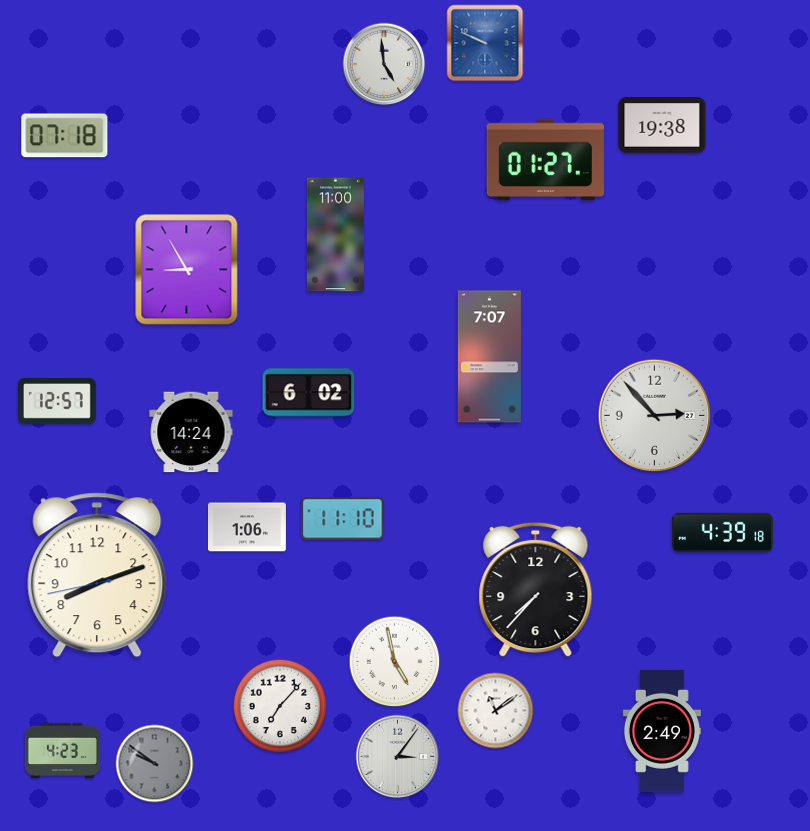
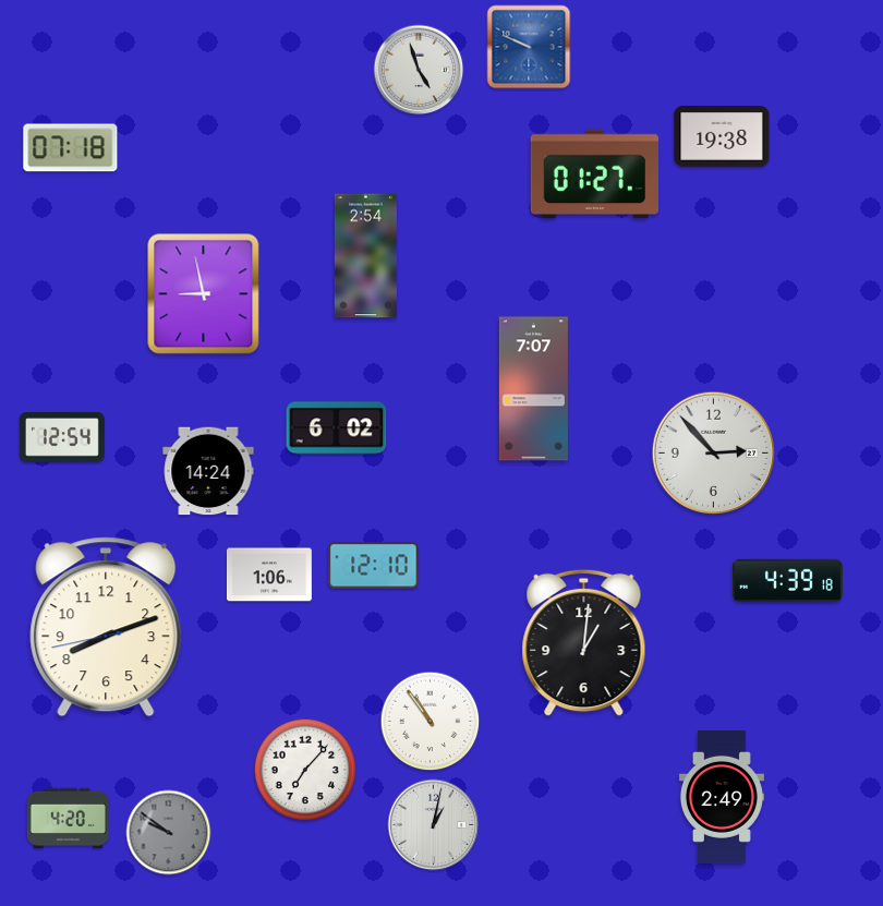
clock at (384, 64): 4:59 -> 4:57
clock at (335, 235): 11:00 -> 2:54
clock at (187, 270): 8:55 -> 8:58
clock at (57, 401): 12:57 -> 12:54
clock at (343, 519): 11:10 -> 12:10
clock at (536, 590): 7:37 -> 1:01
clock at (395, 662): 4:58 -> 10:54
clock at (496, 711): 11:09 -> none
clock at (62, 751): 4:23 -> 4:20
clock at (398, 757): 3:06 -> 1:02
